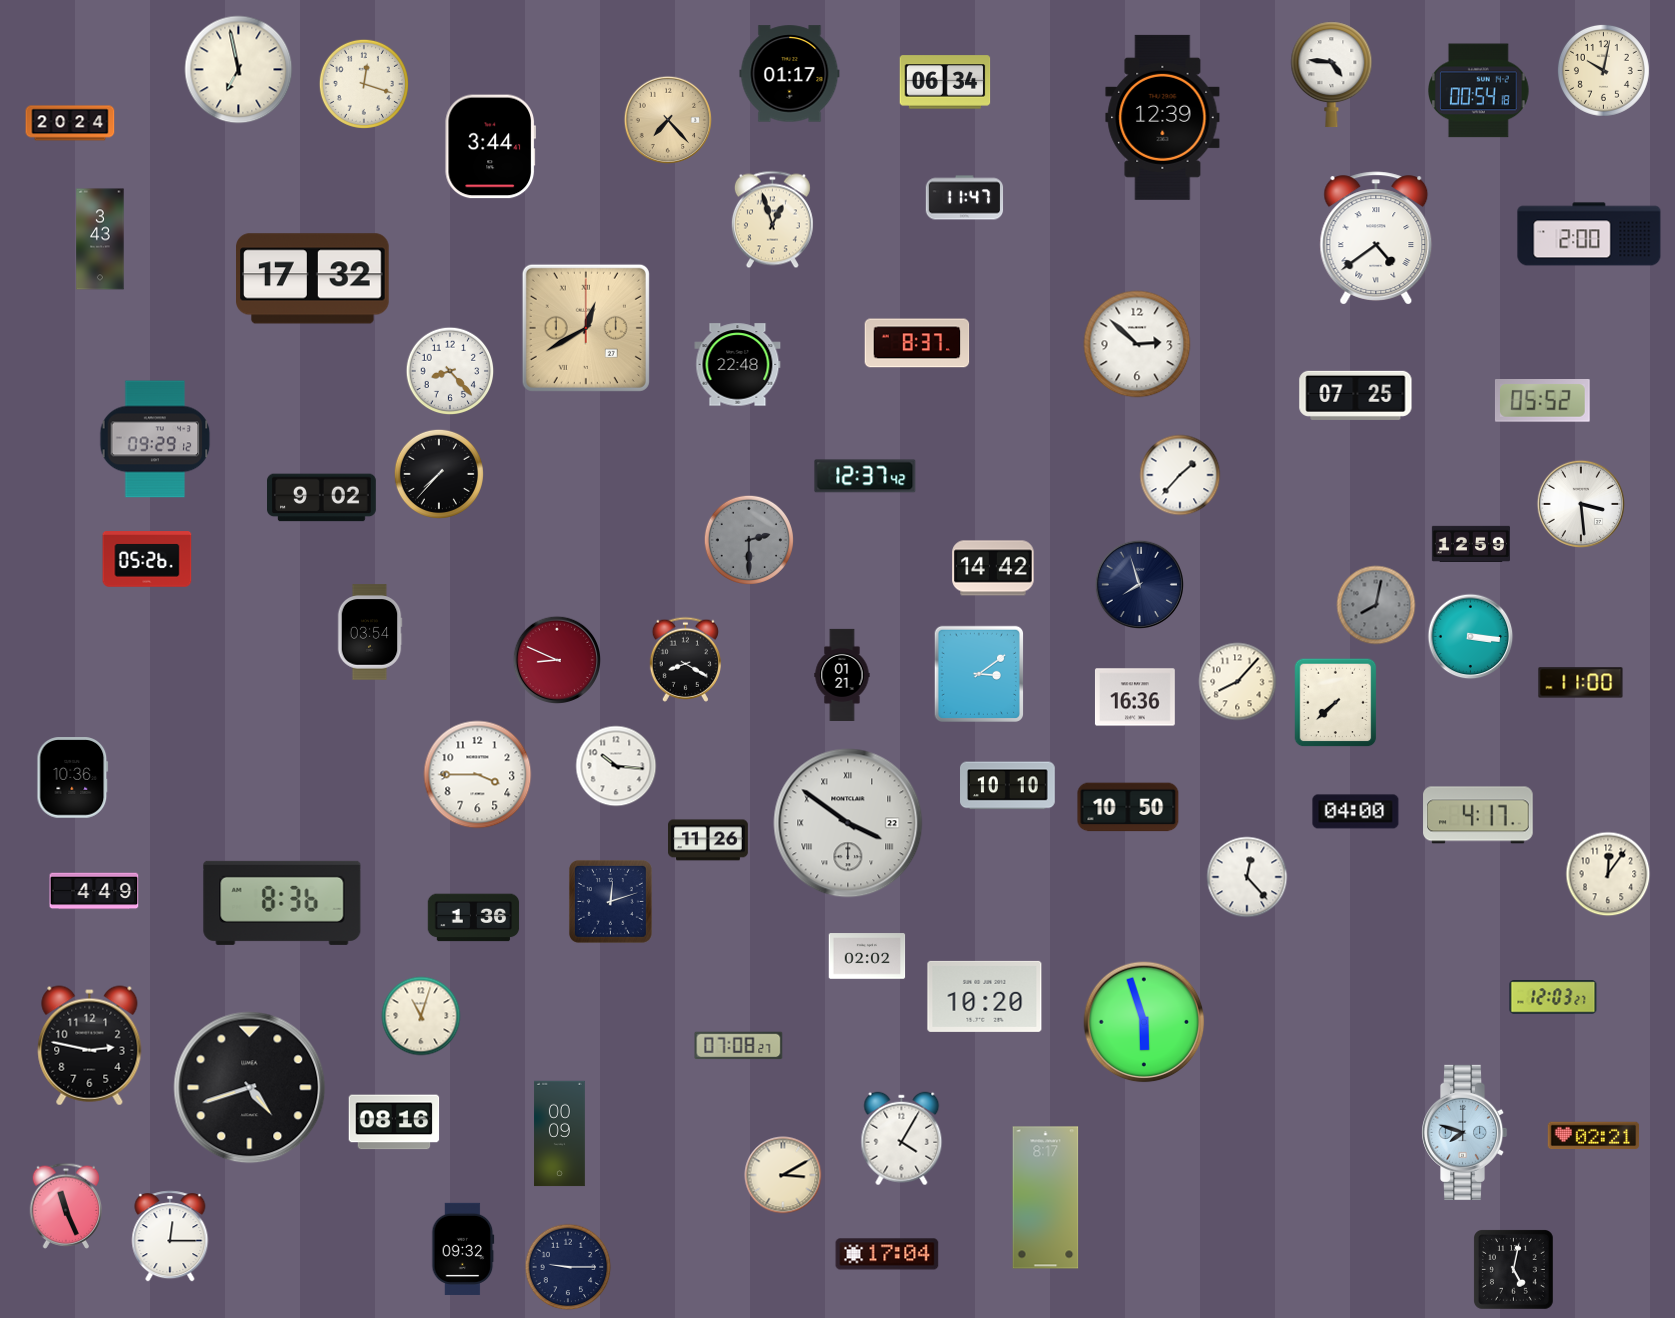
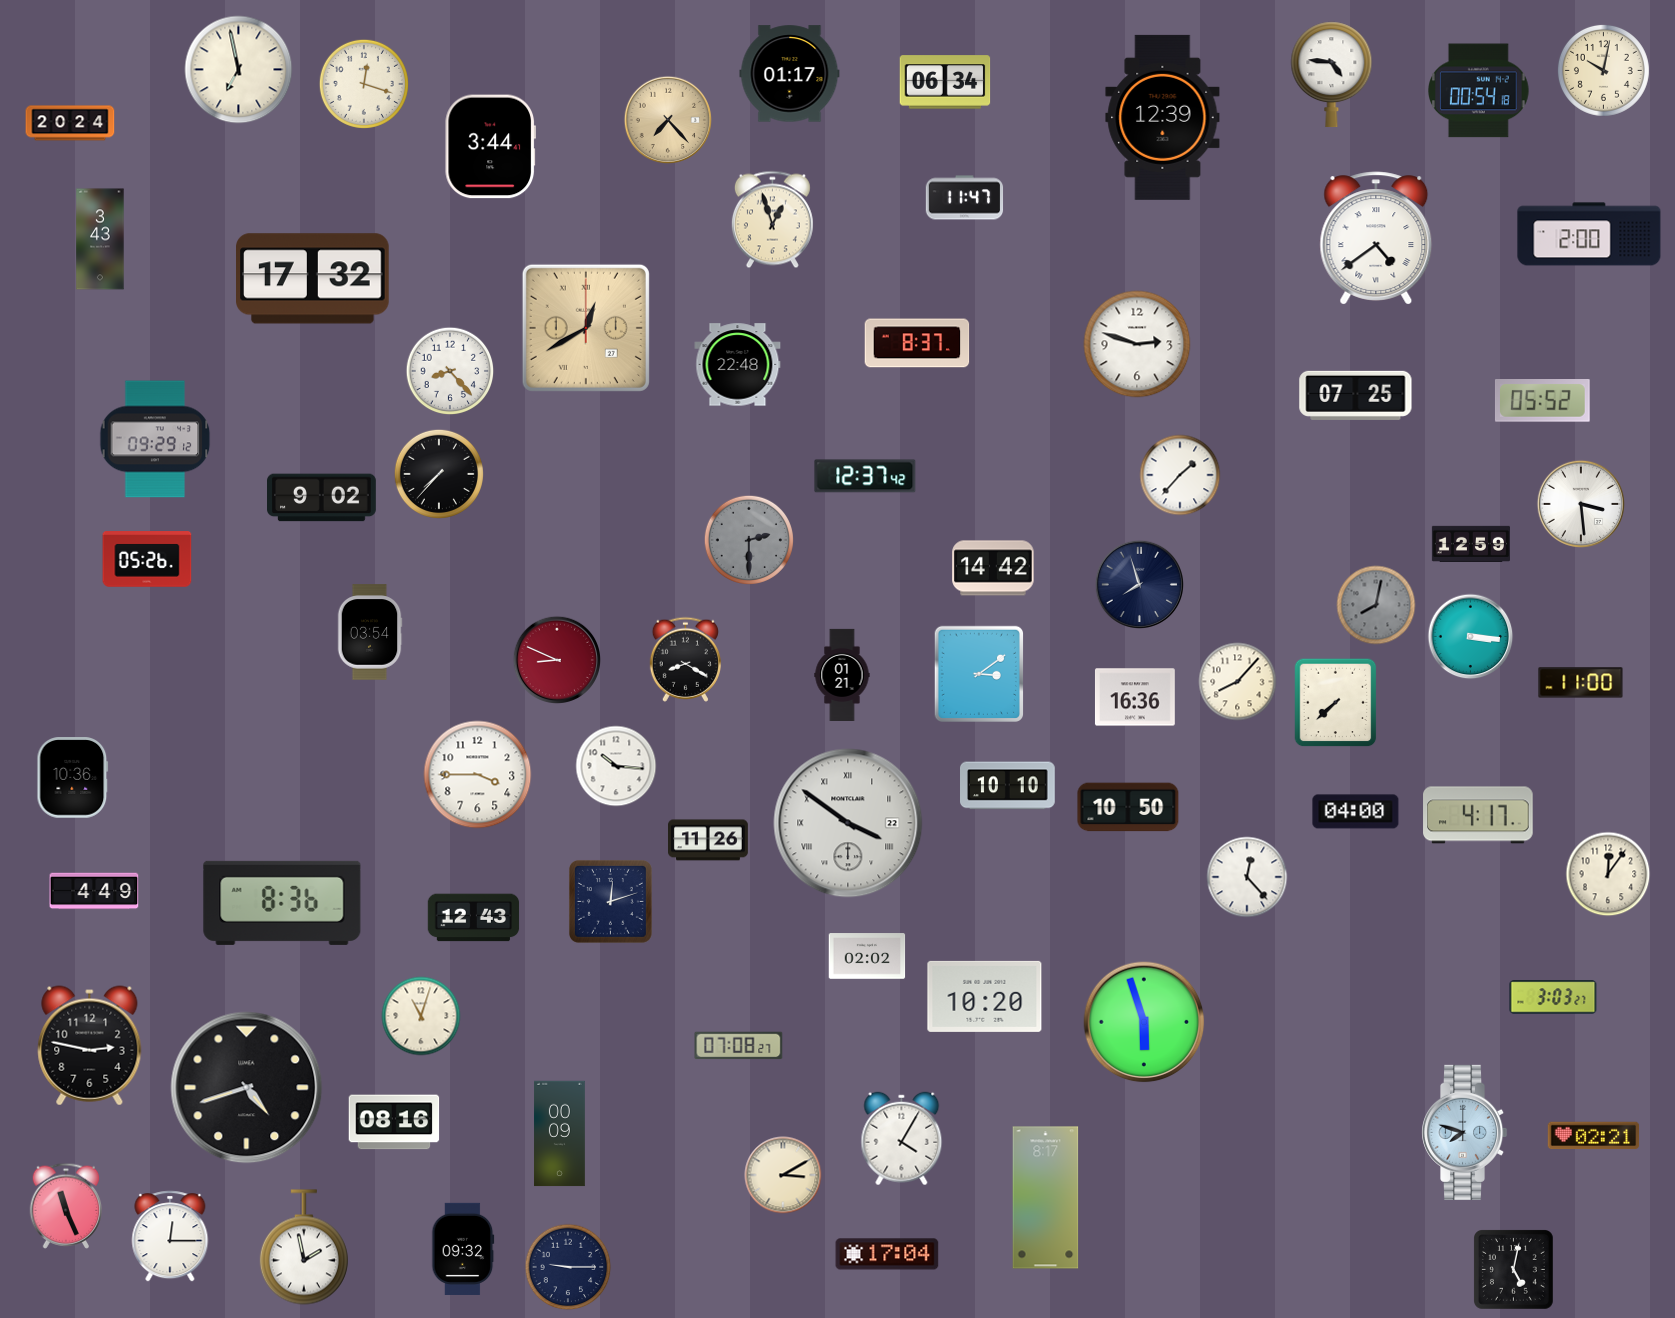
clock at (1137, 344): 2:52 -> 2:48
clock at (474, 918): 1:36 -> 12:43
clock at (1553, 997): 12:03 -> 3:03
clock at (250, 1088) position: (250, 1088) -> (247, 1088)
clock at (304, 1247): none -> 1:58
